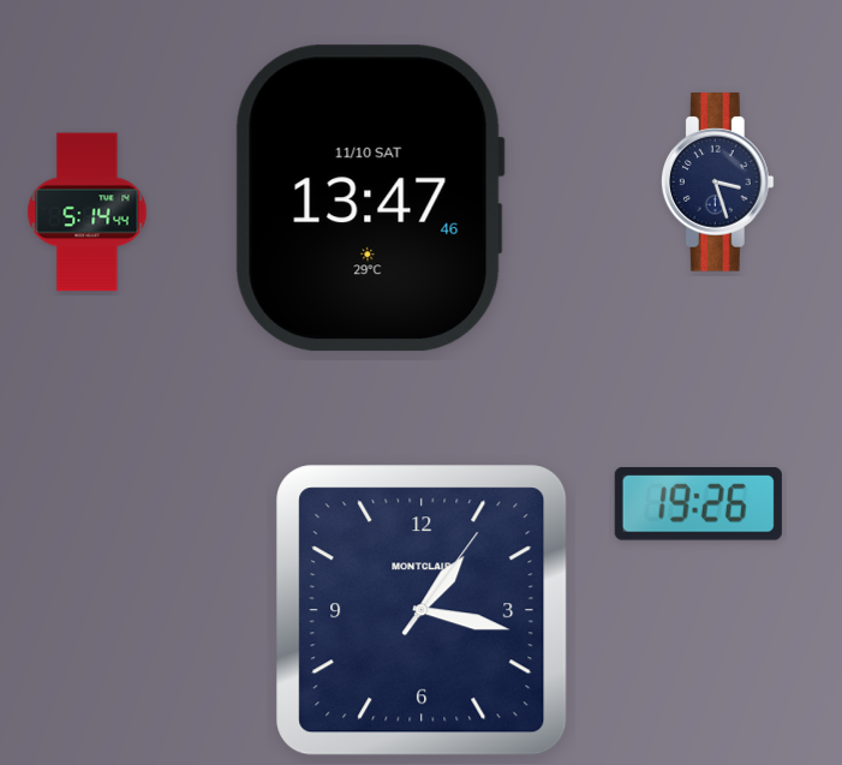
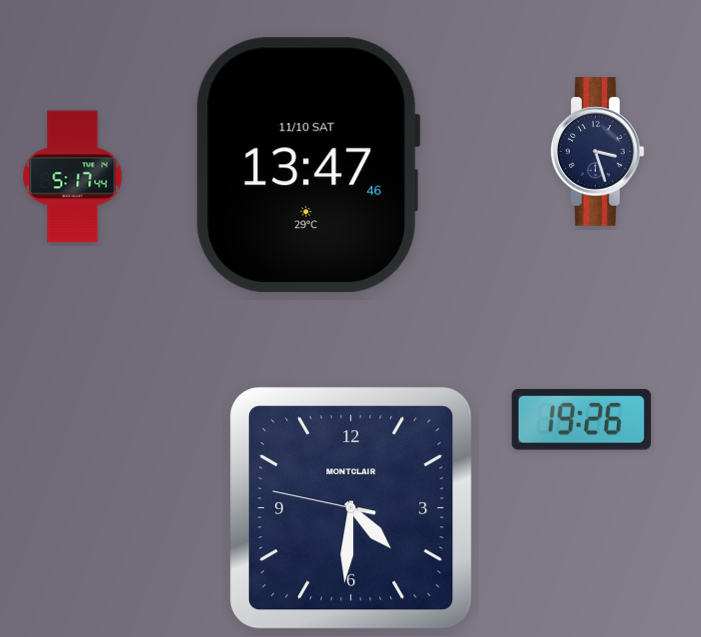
clock at (88, 213): 5:14 -> 5:17
clock at (422, 610): 1:17 -> 4:30
